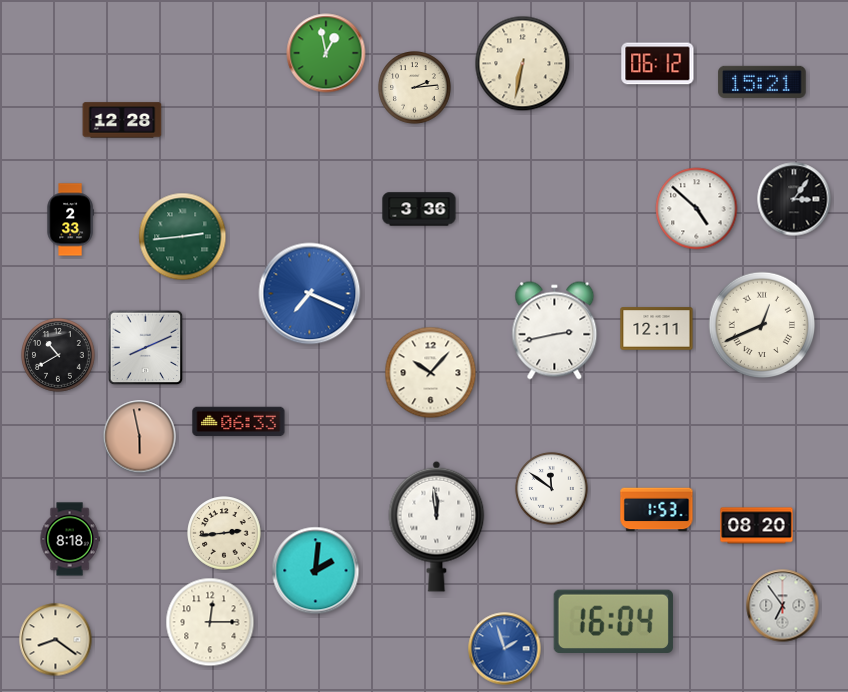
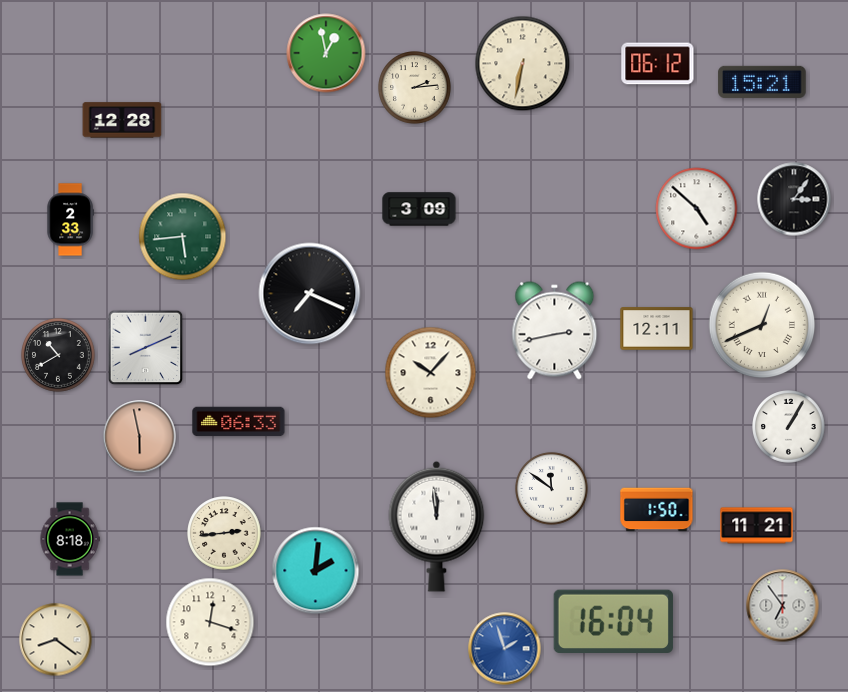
clock at (419, 209): 3:36 -> 3:09
clock at (183, 237): 2:44 -> 5:44
clock at (310, 294) dial: blue -> black
clock at (789, 427): none -> 1:05
clock at (657, 510): 1:53 -> 1:50
clock at (757, 526): 08:20 -> 11:21
clock at (210, 622): 12:15 -> 12:18
